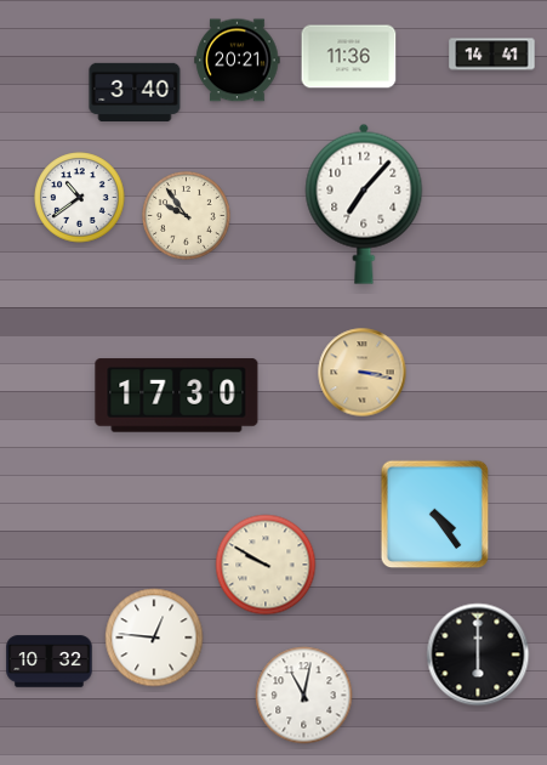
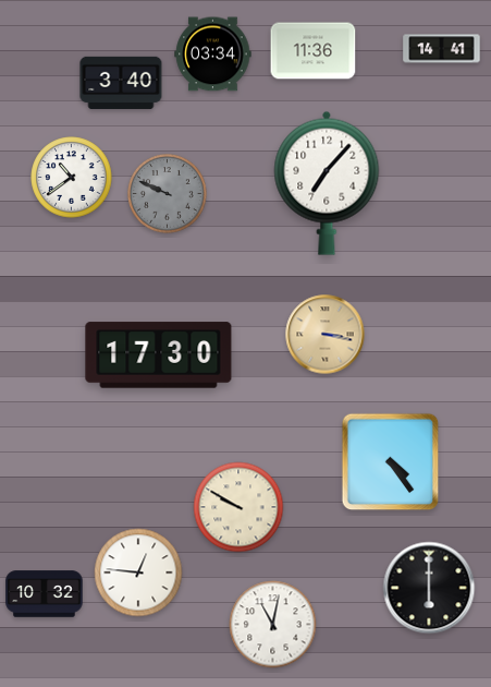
clock at (238, 61): 20:21 -> 03:34
clock at (187, 216): 9:54 -> 9:49
clock at (187, 216) dial: cream -> grey
